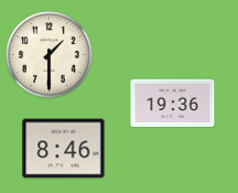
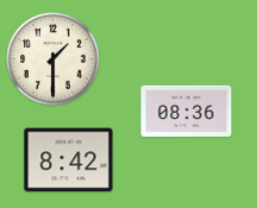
clock at (173, 104): 19:36 -> 08:36
clock at (64, 149): 8:46 -> 8:42
